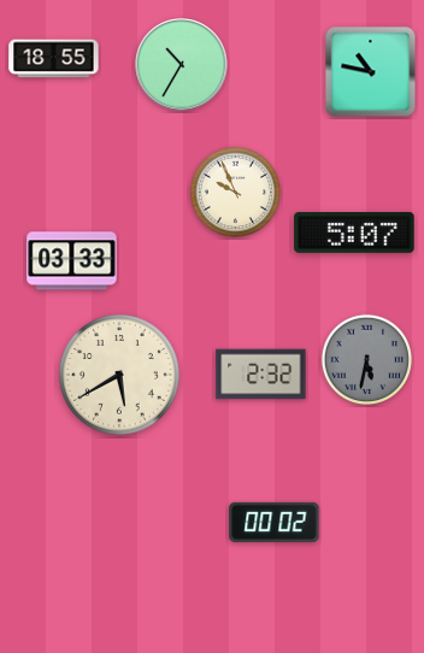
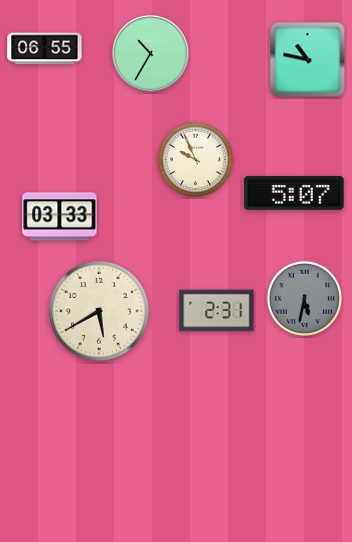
clock at (54, 59): 18:55 -> 06:55
clock at (261, 375): 2:32 -> 2:31
clock at (275, 522): 00:02 -> none
